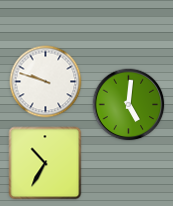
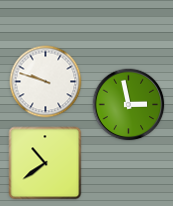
clock at (129, 105): 5:01 -> 2:58
clock at (45, 163): 10:35 -> 10:39
